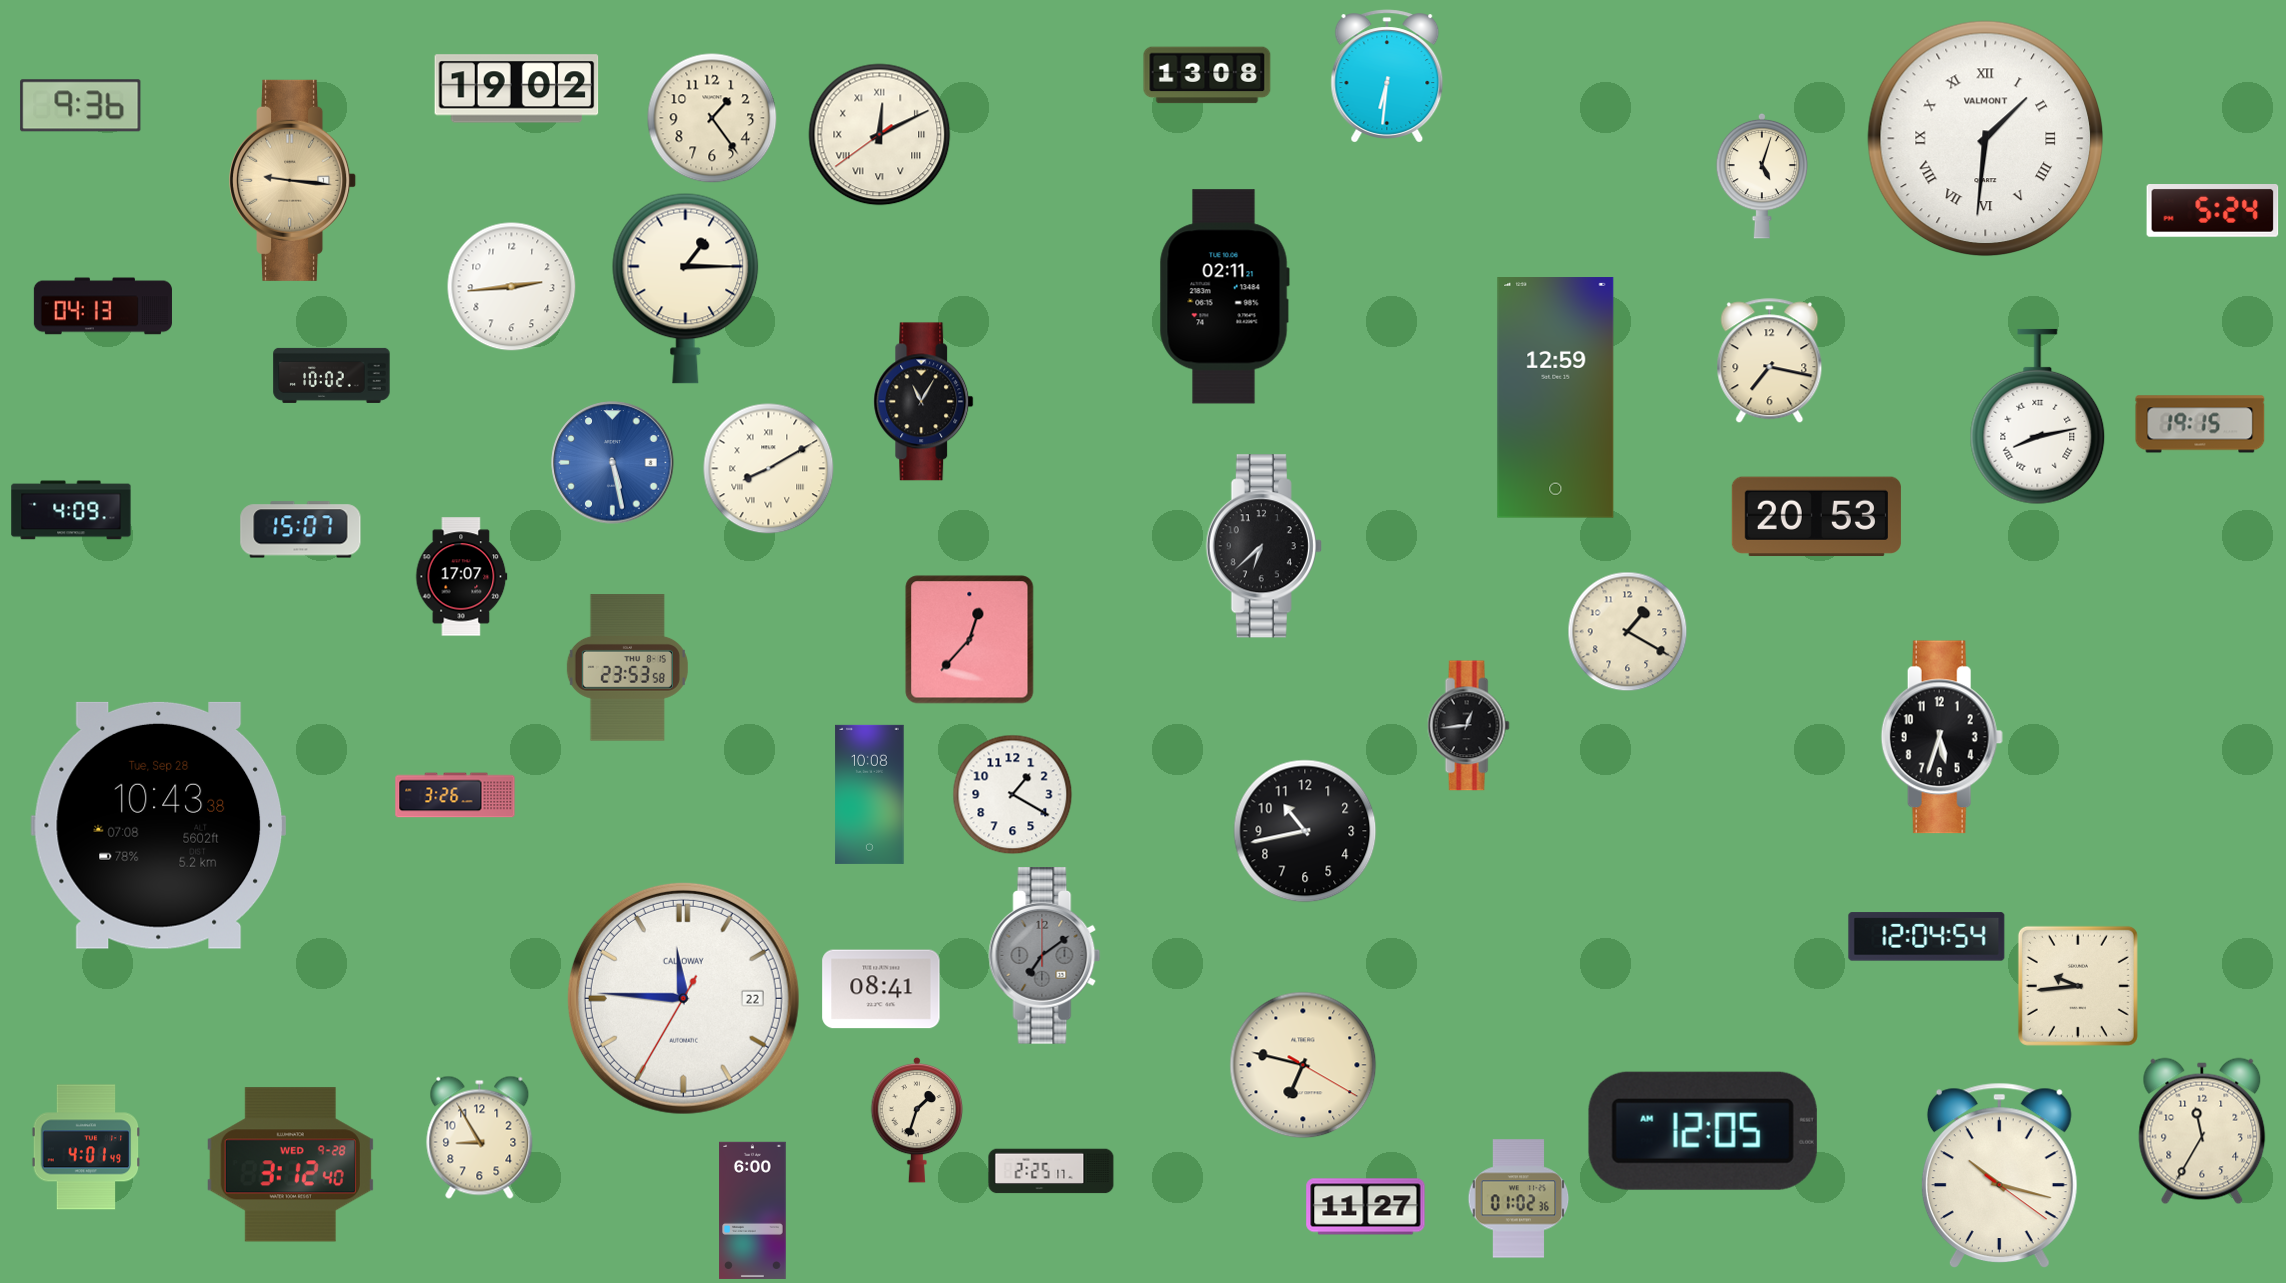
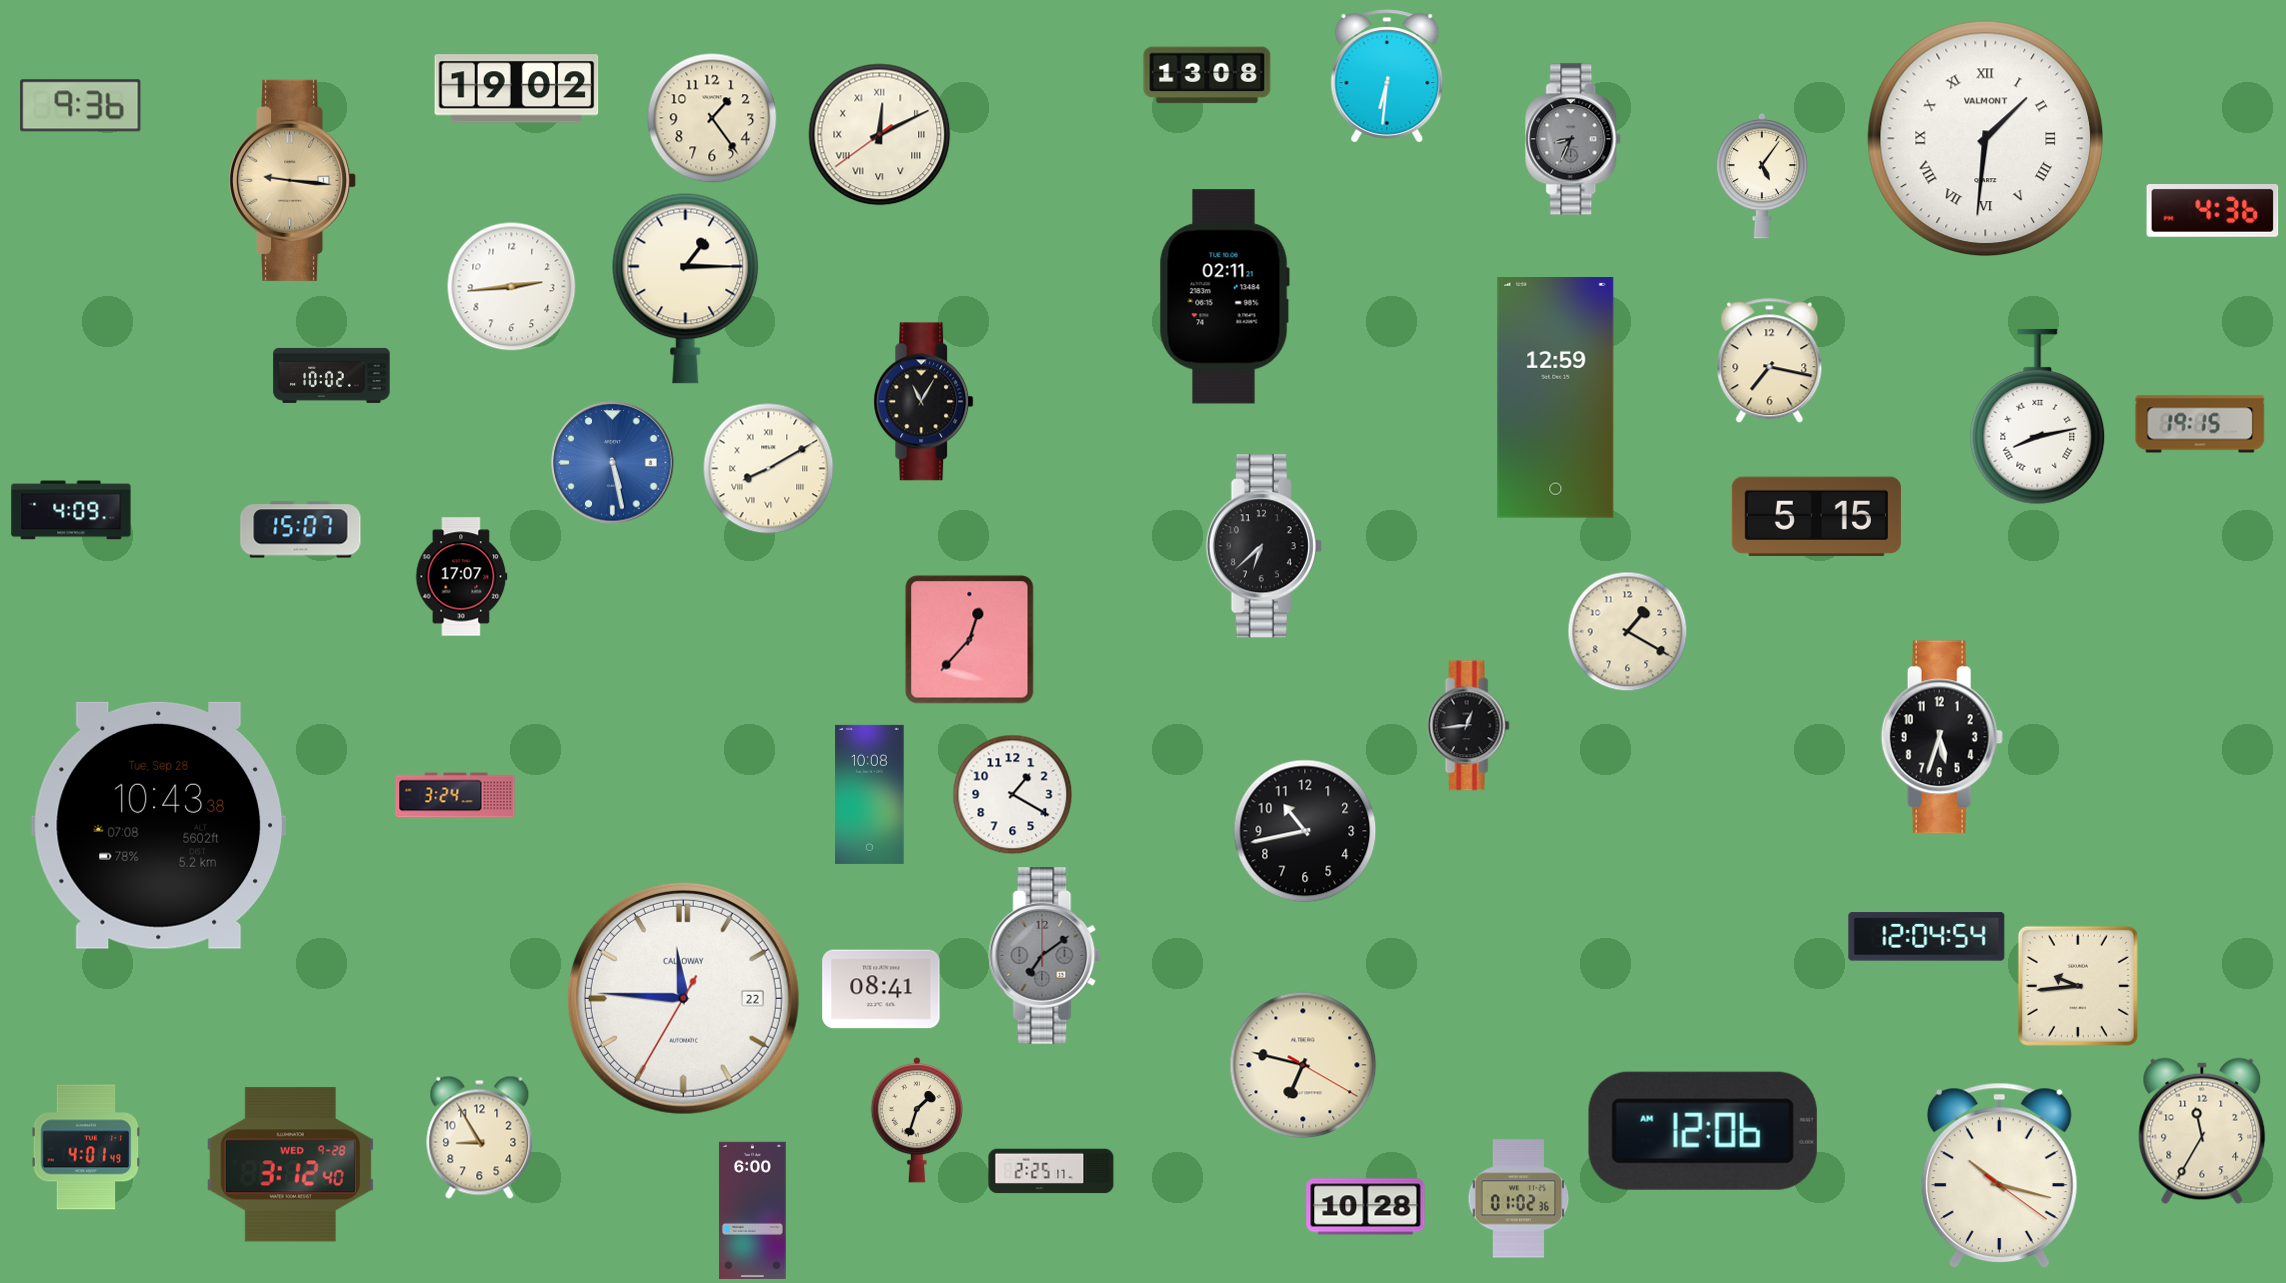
clock at (1574, 139): none -> 8:34
clock at (1762, 176): 5:03 -> 5:06
clock at (2213, 211): 5:24 -> 4:36
clock at (103, 306): 04:13 -> none
clock at (1816, 517): 20:53 -> 5:15
clock at (627, 668): 23:53 -> none
clock at (455, 795): 3:26 -> 3:24
clock at (1703, 1131): 12:05 -> 12:06
clock at (1366, 1207): 11:27 -> 10:28
